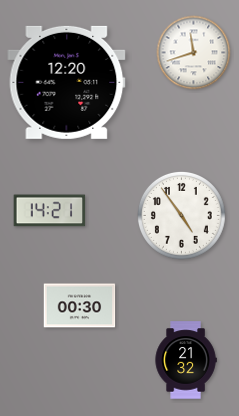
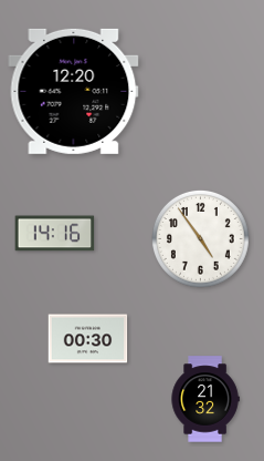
clock at (194, 53): 11:42 -> none
clock at (50, 211): 14:21 -> 14:16
